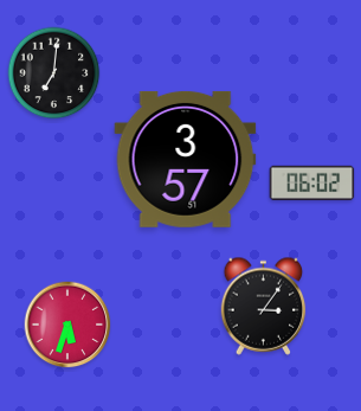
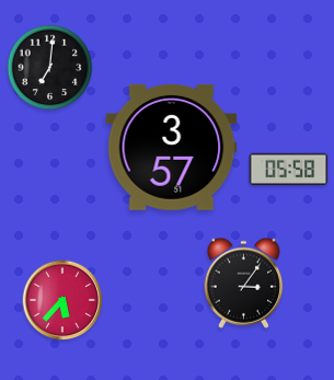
clock at (312, 182): 06:02 -> 05:58
clock at (67, 325): 5:33 -> 5:37
